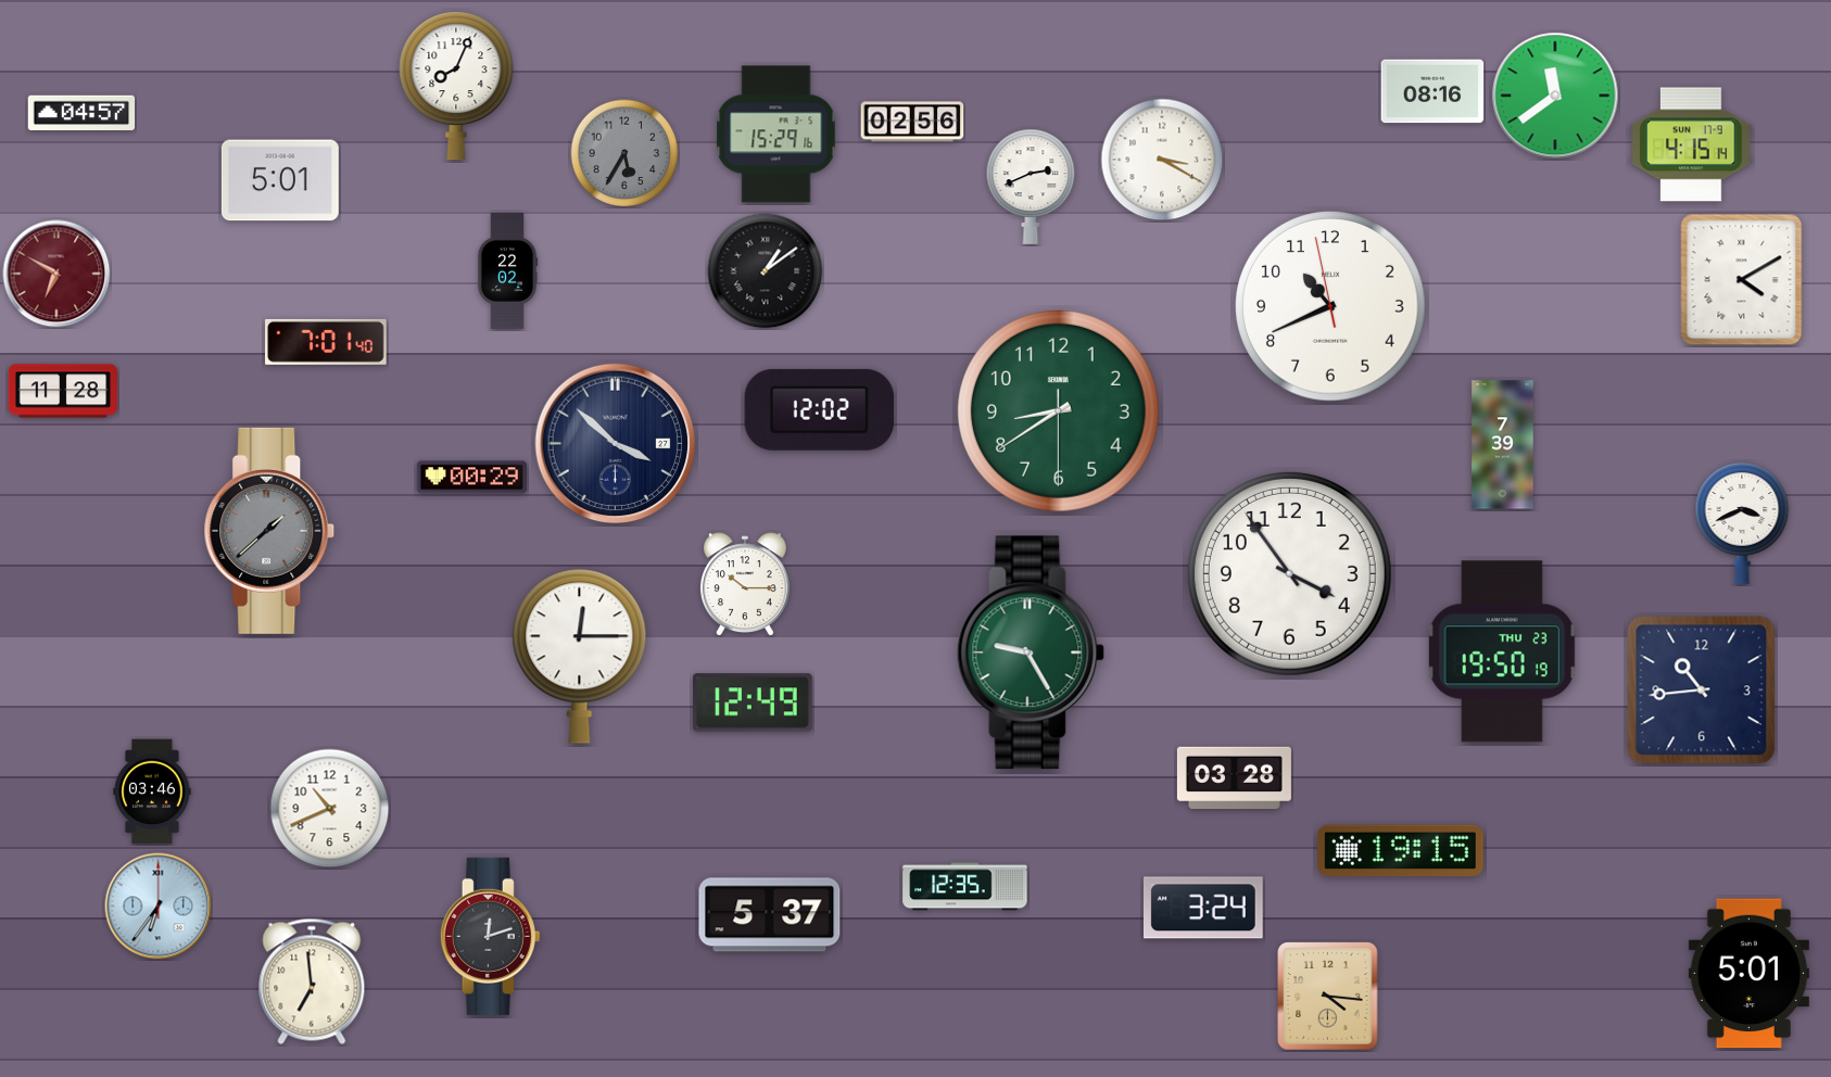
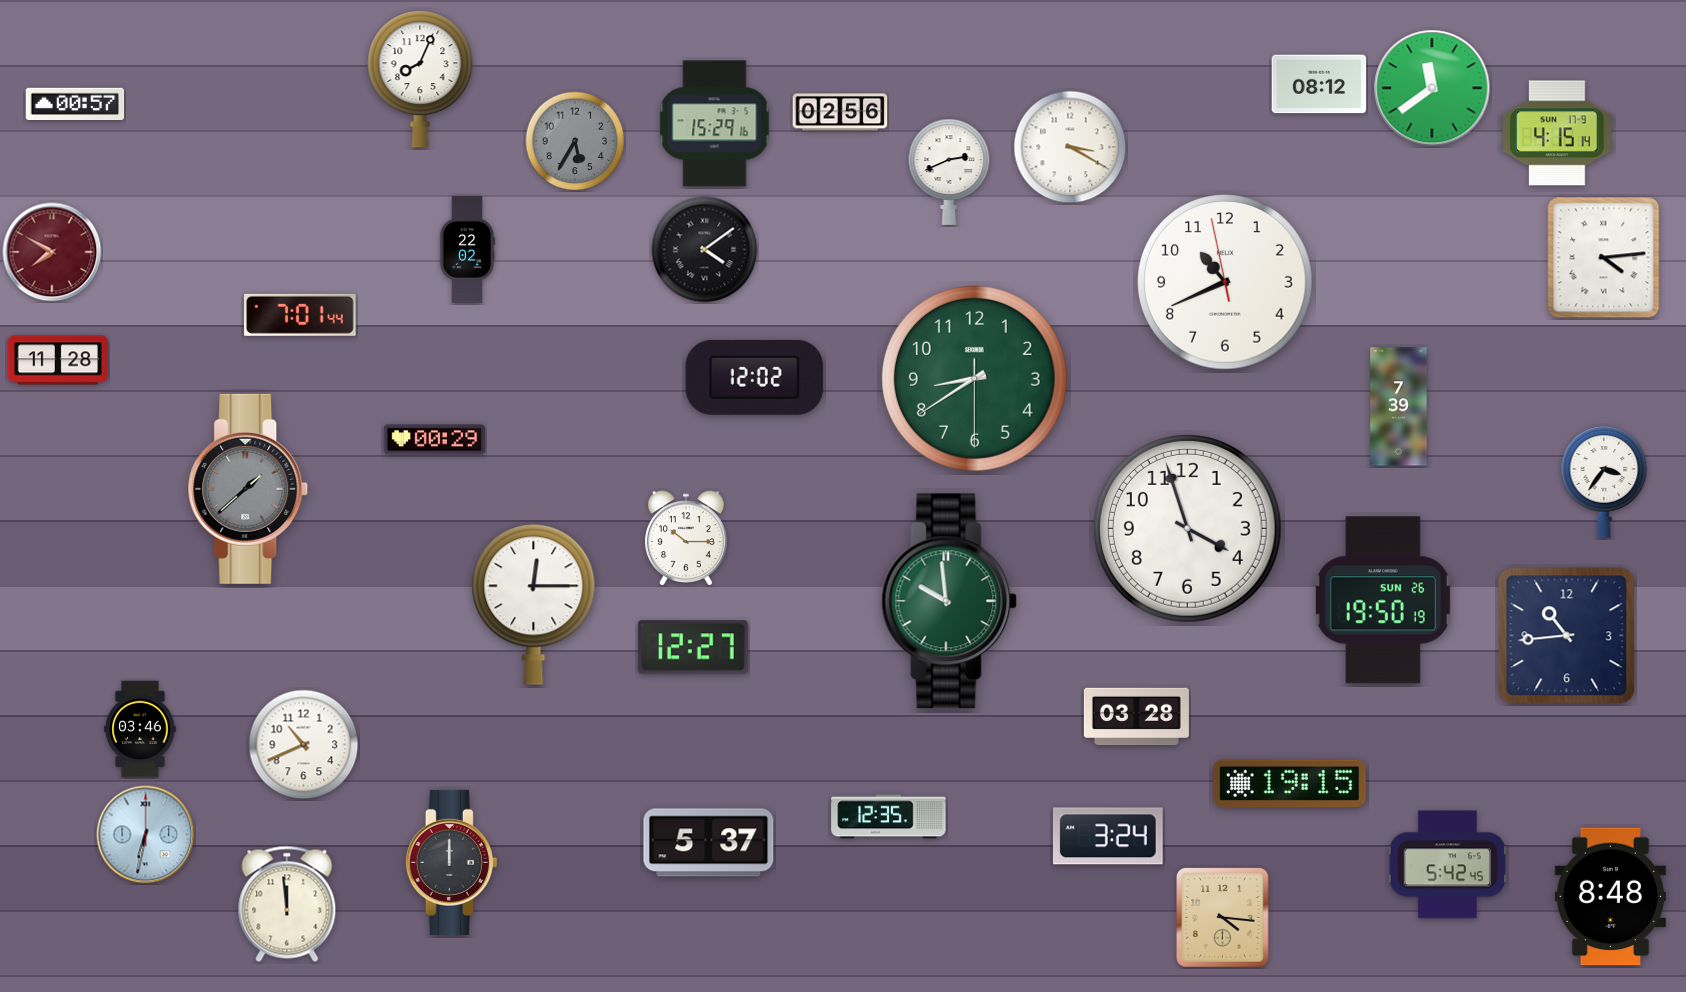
clock at (1432, 91): 08:16 -> 08:12
clock at (81, 112): 04:57 -> 00:57
clock at (280, 180): 5:01 -> none
clock at (766, 271): 1:09 -> 4:09
clock at (56, 274): 6:50 -> 7:50
clock at (1742, 280): 4:10 -> 4:14
clock at (326, 342): 7:01:40 -> 7:01:44
clock at (616, 444): 3:52 -> none
clock at (1503, 445) position: (1503, 445) -> (1399, 407)
clock at (1742, 523): 3:41 -> 3:36
clock at (1289, 573): 3:54 -> 3:57
clock at (1502, 651) date: THU 23 -> SUN 26
clock at (1031, 652): 9:25 -> 9:59
clock at (754, 702): 12:49 -> 12:27
clock at (159, 907): 6:36 -> 6:32
clock at (490, 936): 12:12 -> 12:00
clock at (1447, 865): none -> 5:42
clock at (1748, 974): 5:01 -> 8:48
clock at (312, 981): 6:59 -> 11:59
